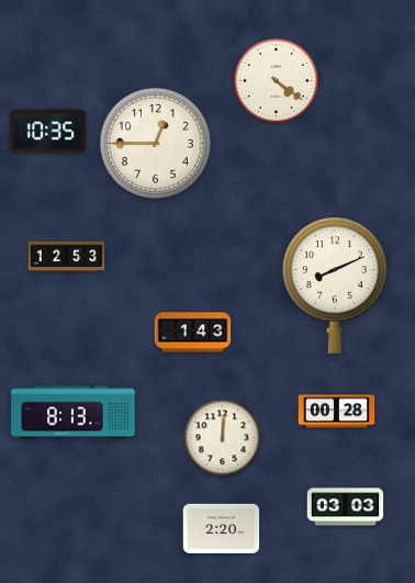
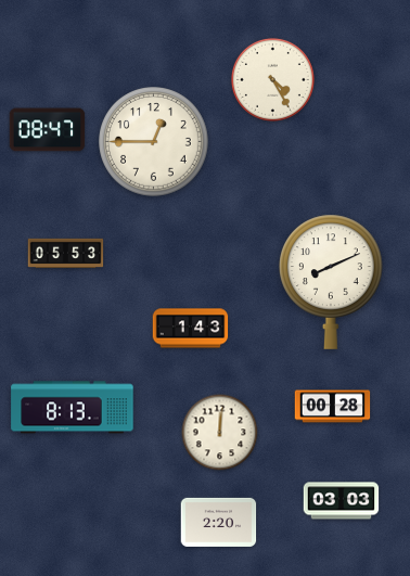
clock at (276, 80): 4:21 -> 4:25
clock at (48, 132): 10:35 -> 08:47
clock at (67, 256): 12:53 -> 05:53
